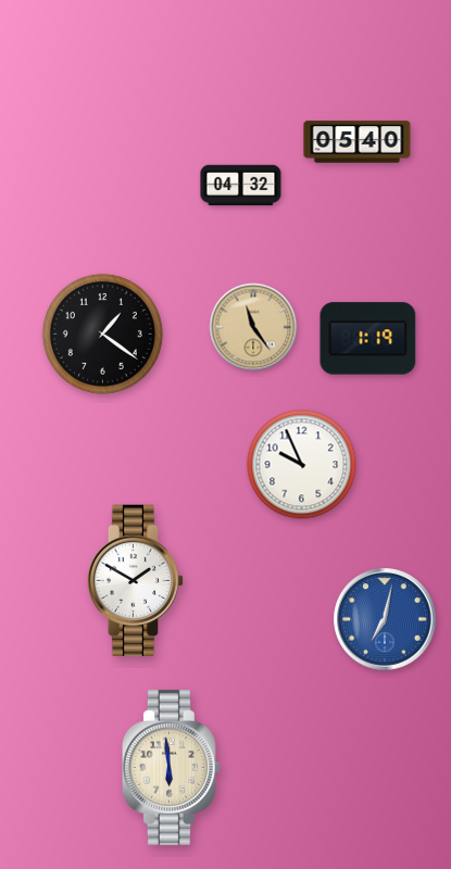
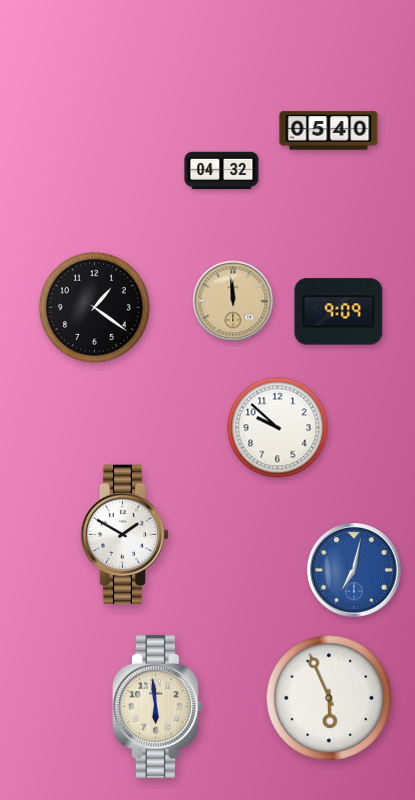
clock at (253, 327): 11:24 -> 11:59
clock at (368, 339): 1:19 -> 9:09
clock at (302, 465): 9:56 -> 9:52
clock at (329, 698): none -> 5:56
